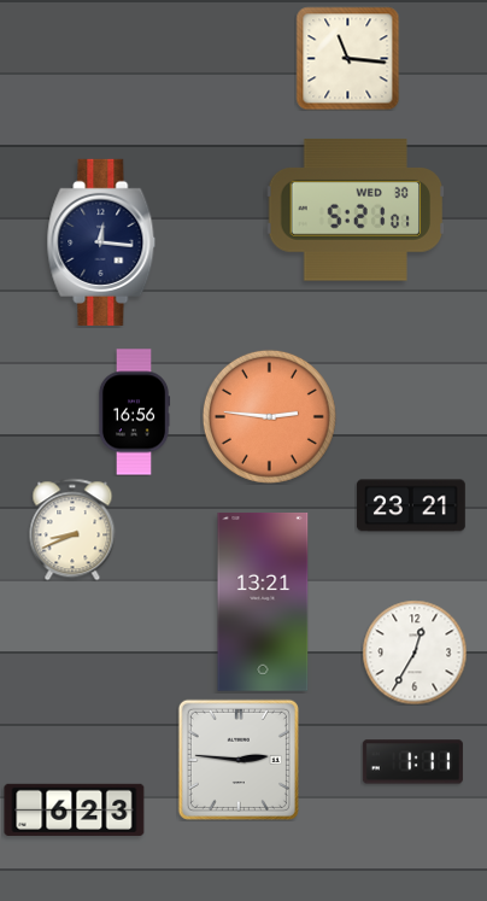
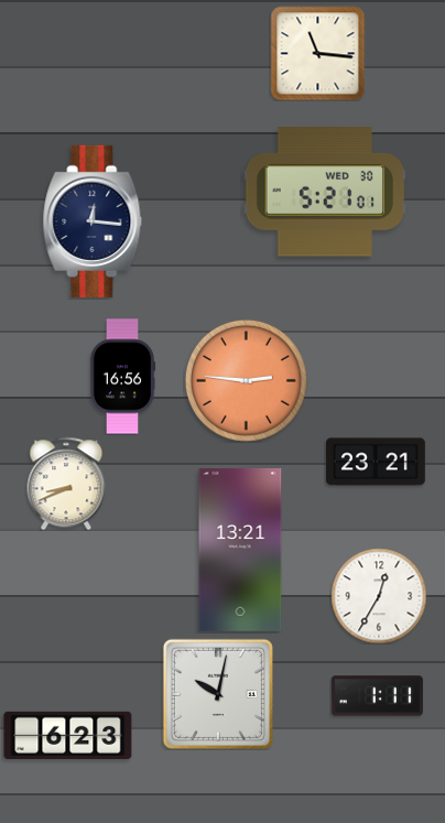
clock at (239, 760): 2:46 -> 10:02
clock at (75, 809) position: (75, 809) -> (68, 735)
